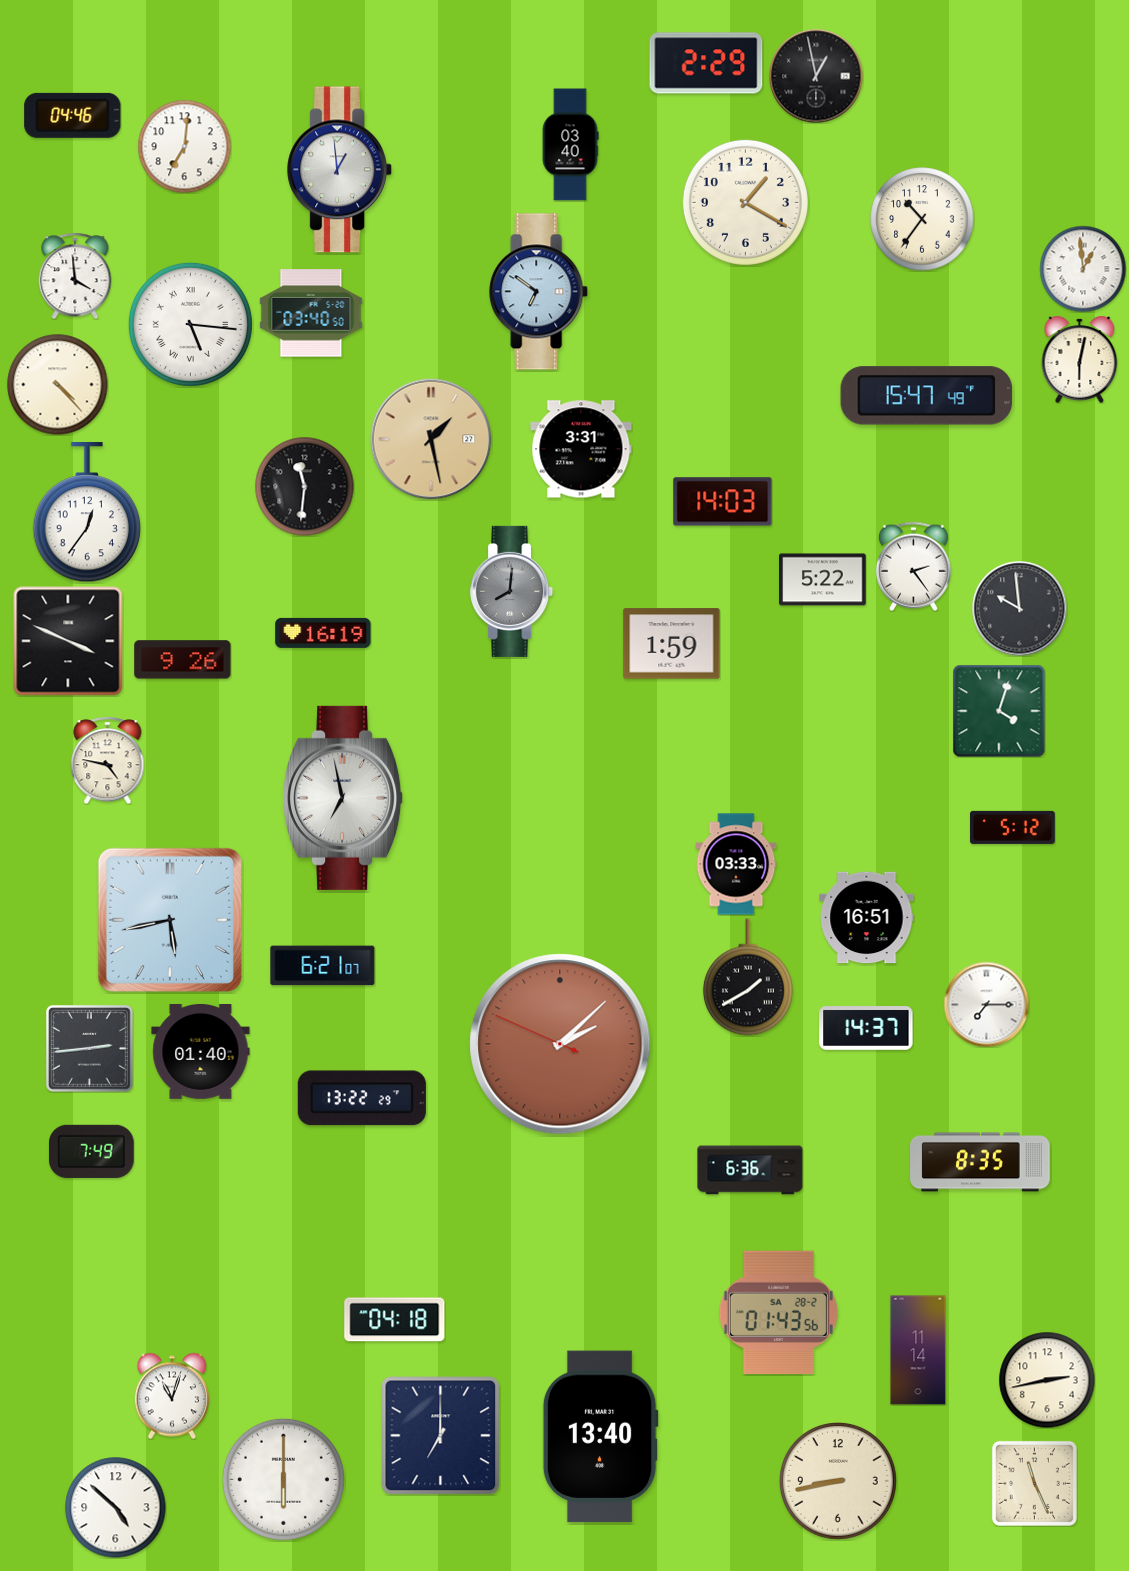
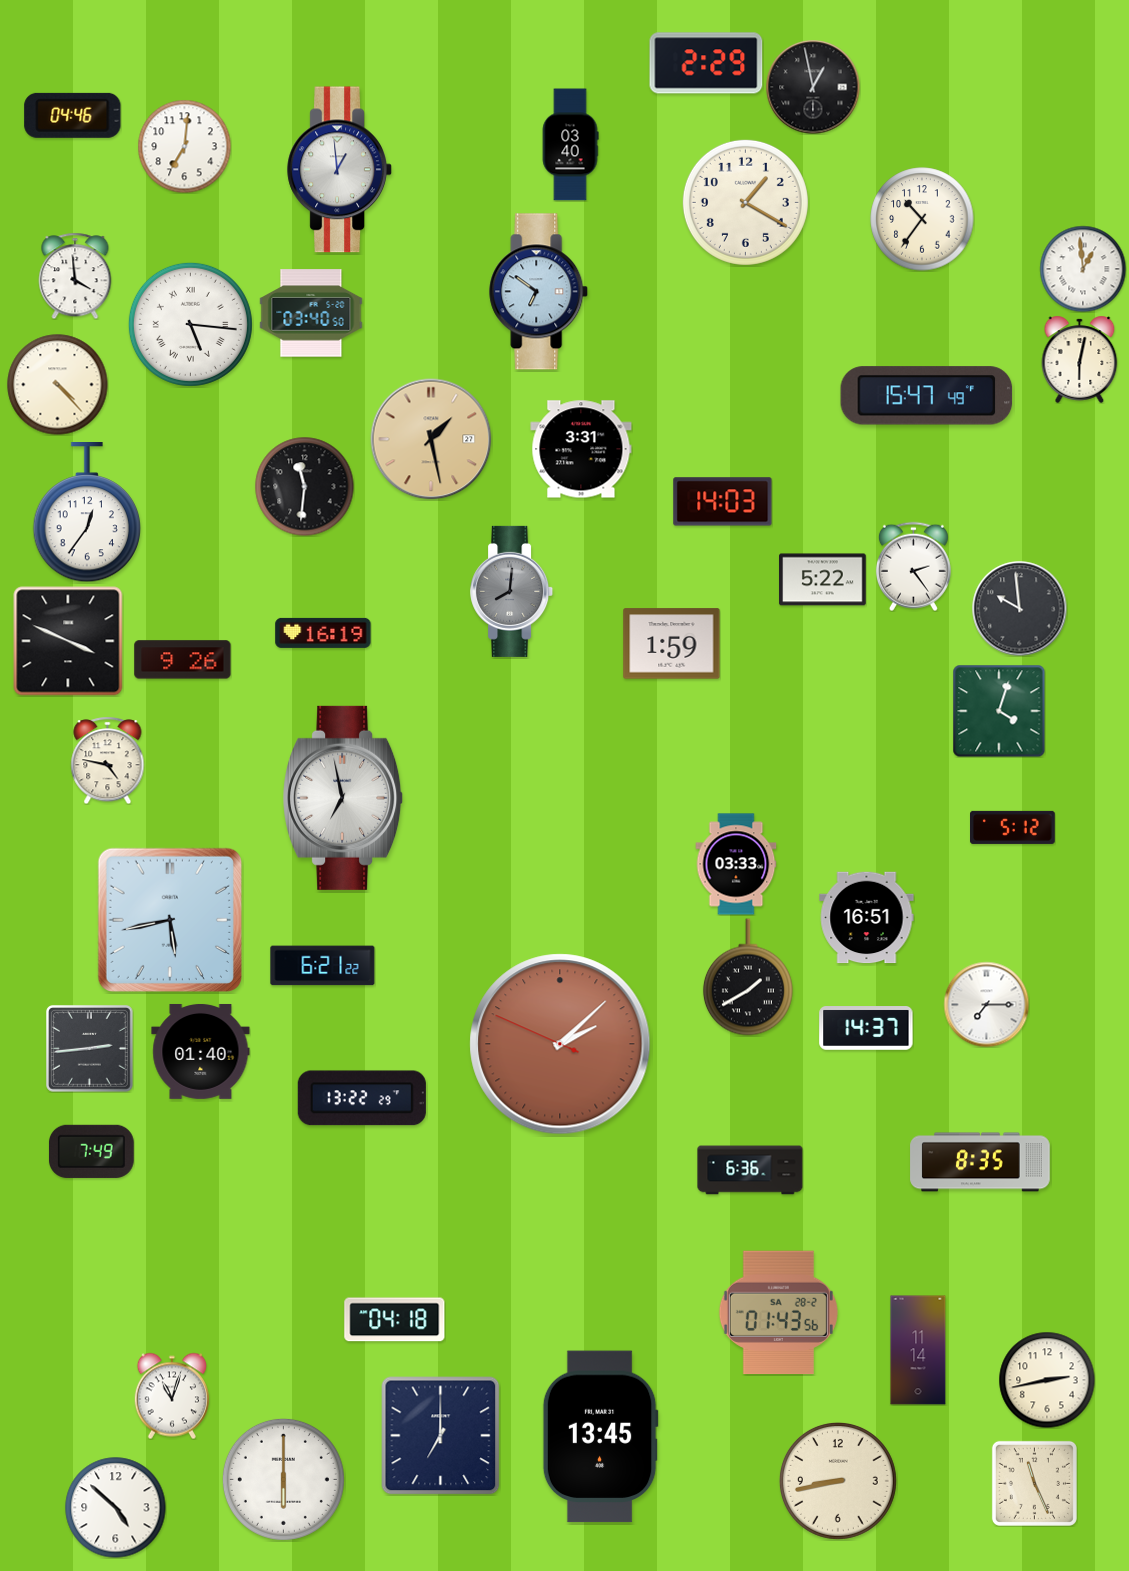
clock at (816, 76) position: (816, 76) -> (813, 87)
clock at (323, 966): 6:21:07 -> 6:21:22
clock at (600, 1437): 13:40 -> 13:45
